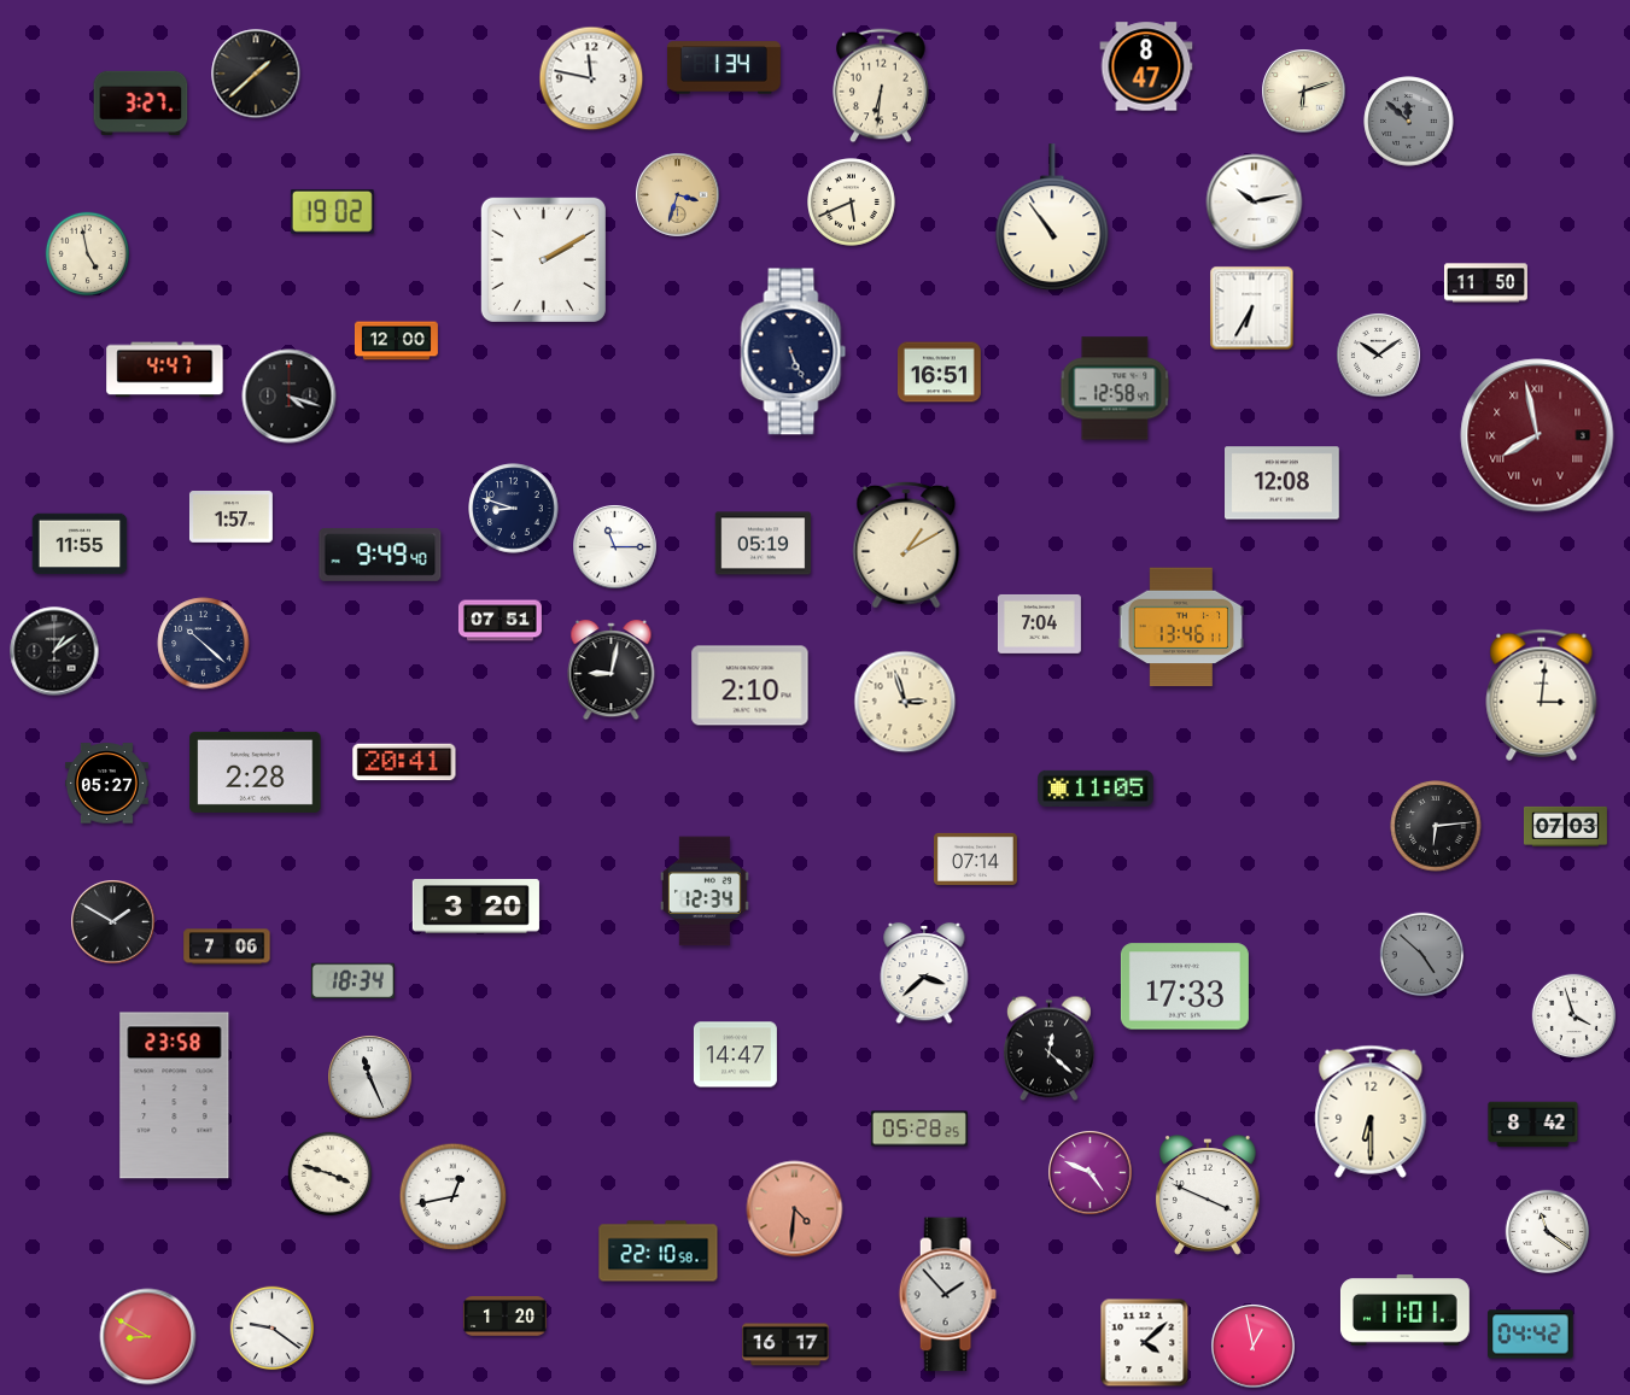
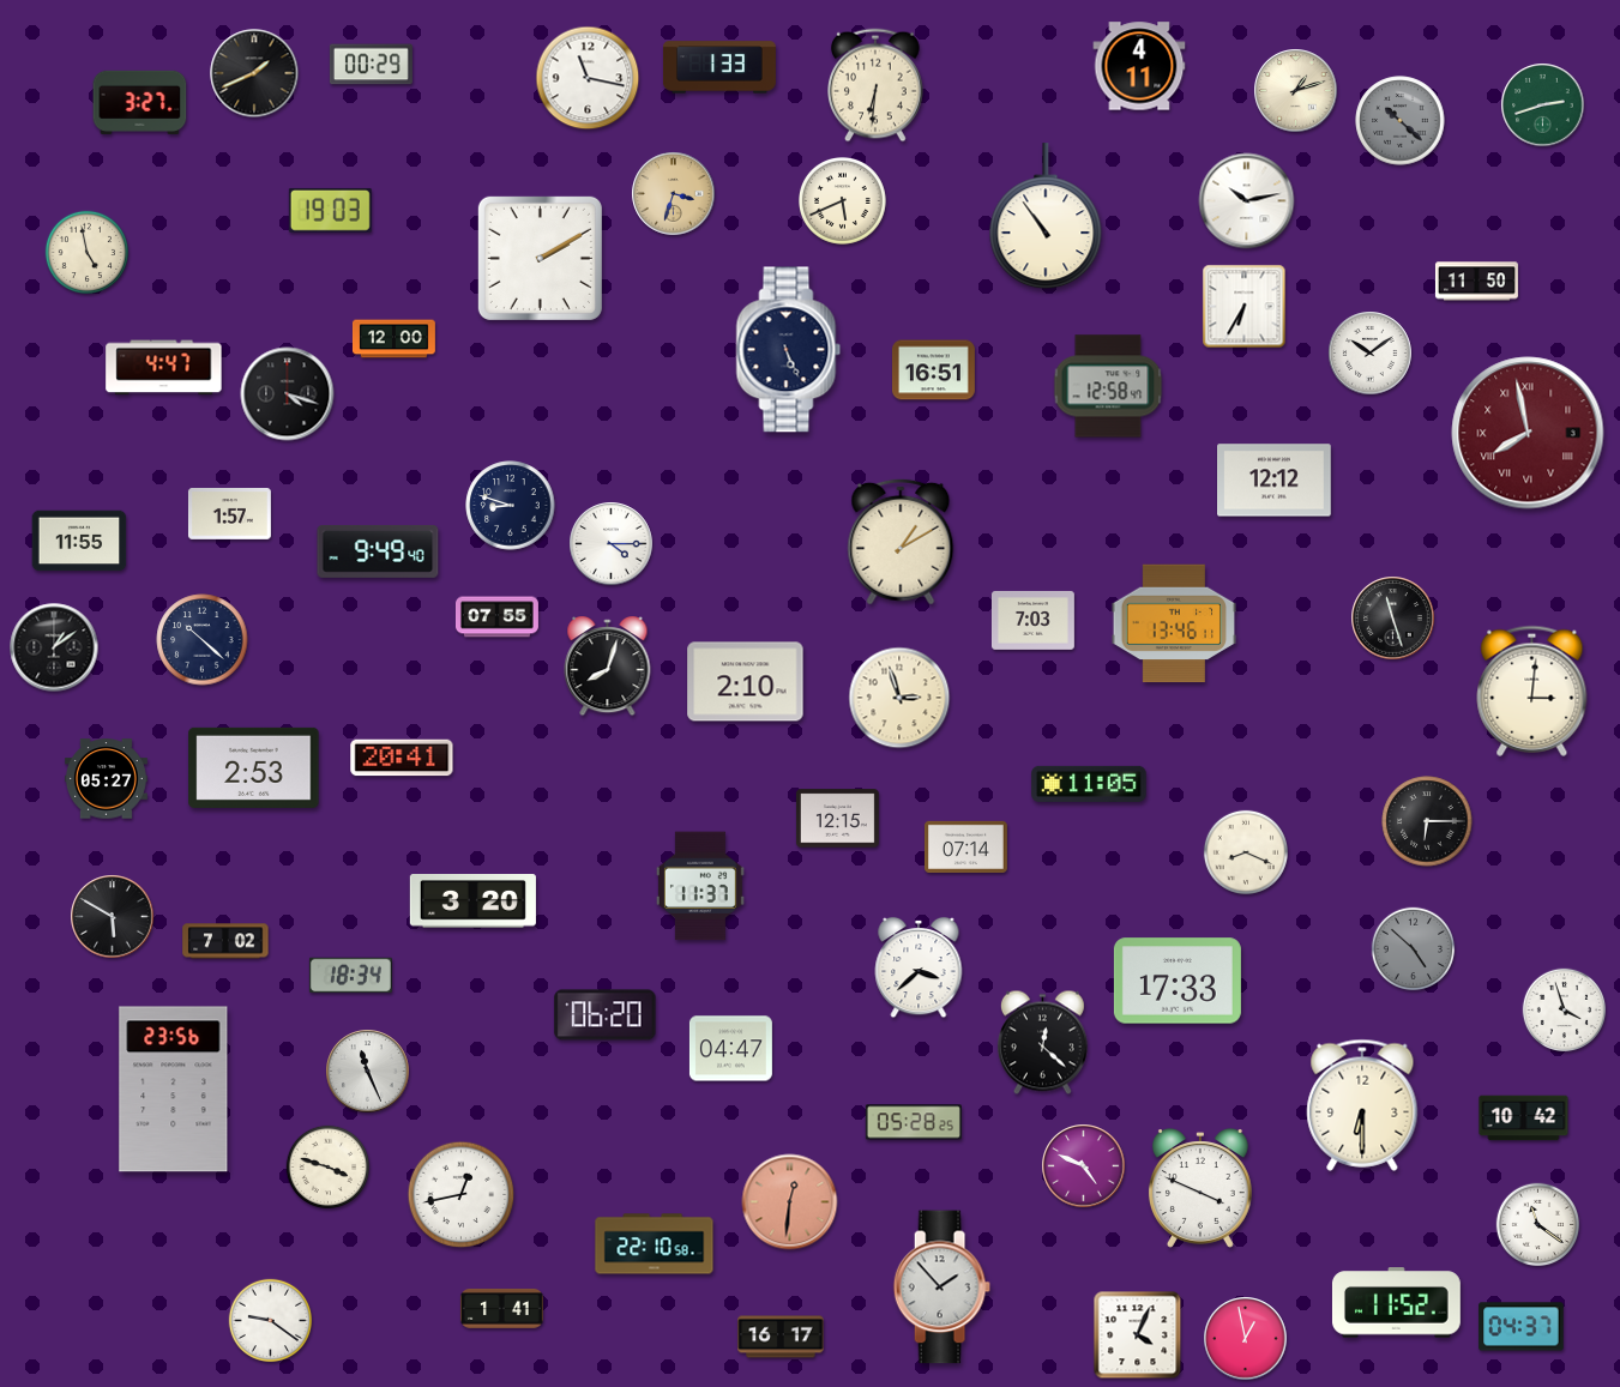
clock at (371, 65): none -> 00:29
clock at (1146, 66): 8:47 -> 4:11
clock at (724, 68): 1:34 -> 1:33
clock at (256, 74): 1:38 -> 1:41
clock at (591, 78): 11:47 -> 11:17
clock at (1304, 92): 6:12 -> 1:12
clock at (1543, 105): none -> 2:42
clock at (1409, 122): 11:52 -> 10:22
clock at (852, 203) position: (852, 203) -> (843, 201)
clock at (332, 211): 19:02 -> 19:03
clock at (1283, 483): 12:08 -> 12:12
clock at (764, 544): 05:19 -> none
clock at (615, 547): 11:15 -> 4:15
clock at (499, 621): 07:51 -> 07:55
clock at (1393, 619): none -> 11:27
clock at (1039, 623): 7:04 -> 7:03
clock at (612, 672): 9:02 -> 8:03
clock at (256, 772): 2:28 -> 2:53
clock at (837, 819): none -> 12:15
clock at (1436, 826): 6:14 -> 6:15
clock at (1565, 826): 07:03 -> none
clock at (1245, 851): none -> 8:19
clock at (975, 858) position: (975, 858) -> (965, 846)
clock at (705, 891): 12:34 -> 11:37
clock at (113, 922): 1:50 -> 5:50
clock at (227, 946): 7:06 -> 7:02
clock at (606, 1015): none -> 06:20
clock at (735, 1055): 14:47 -> 04:47
clock at (175, 1096): 23:58 -> 23:56
clock at (1533, 1125): 8:42 -> 10:42
clock at (454, 1197) position: (454, 1197) -> (462, 1195)
clock at (795, 1209): 4:31 -> 12:31
clock at (1404, 1311): 11:01 -> 11:52
clock at (504, 1315): 1:20 -> 1:41
clock at (1531, 1335): 04:42 -> 04:37
clock at (148, 1337): 8:50 -> none
clock at (1145, 1343): 4:08 -> 4:04
